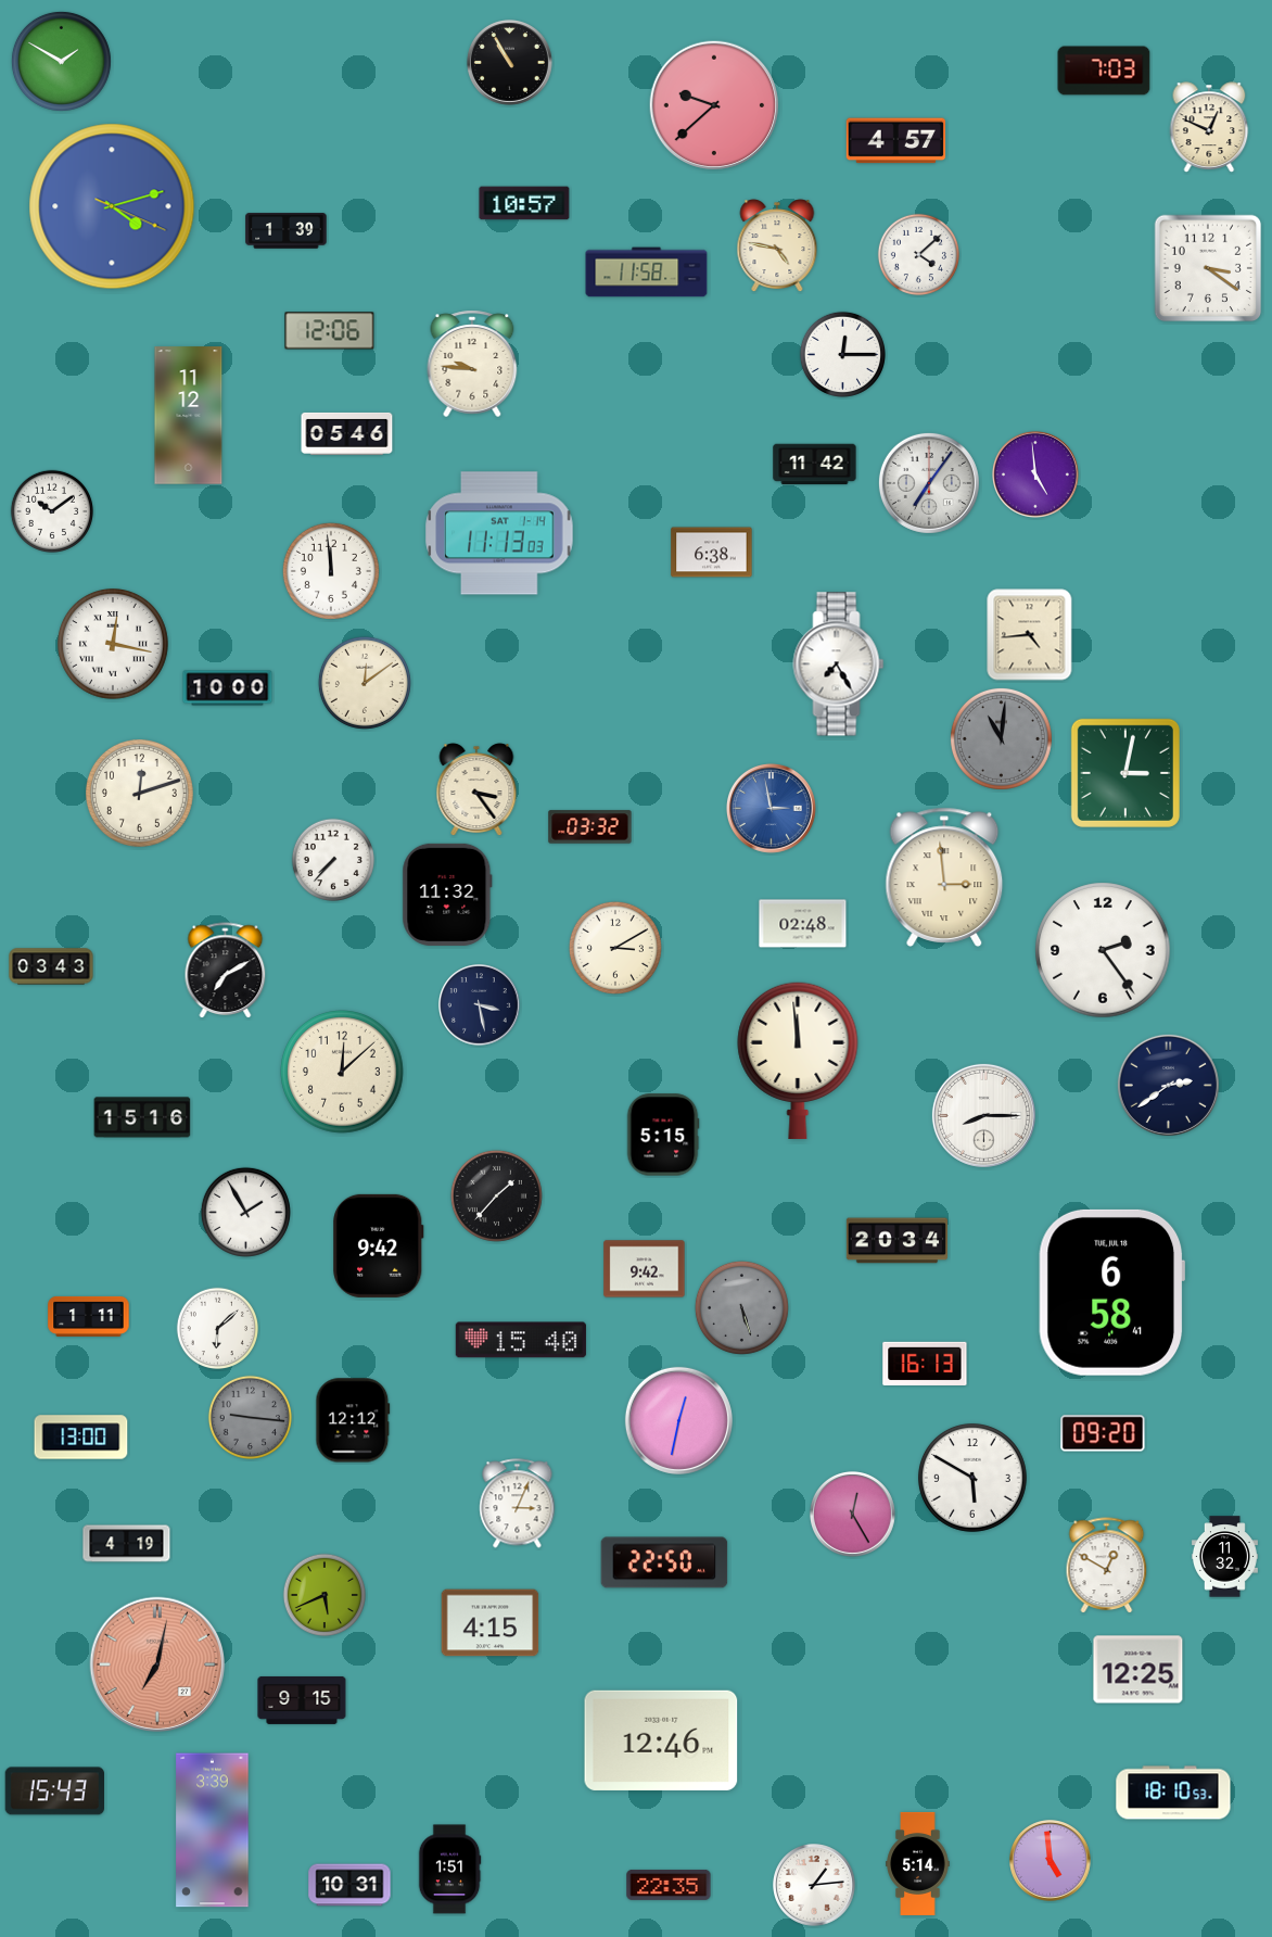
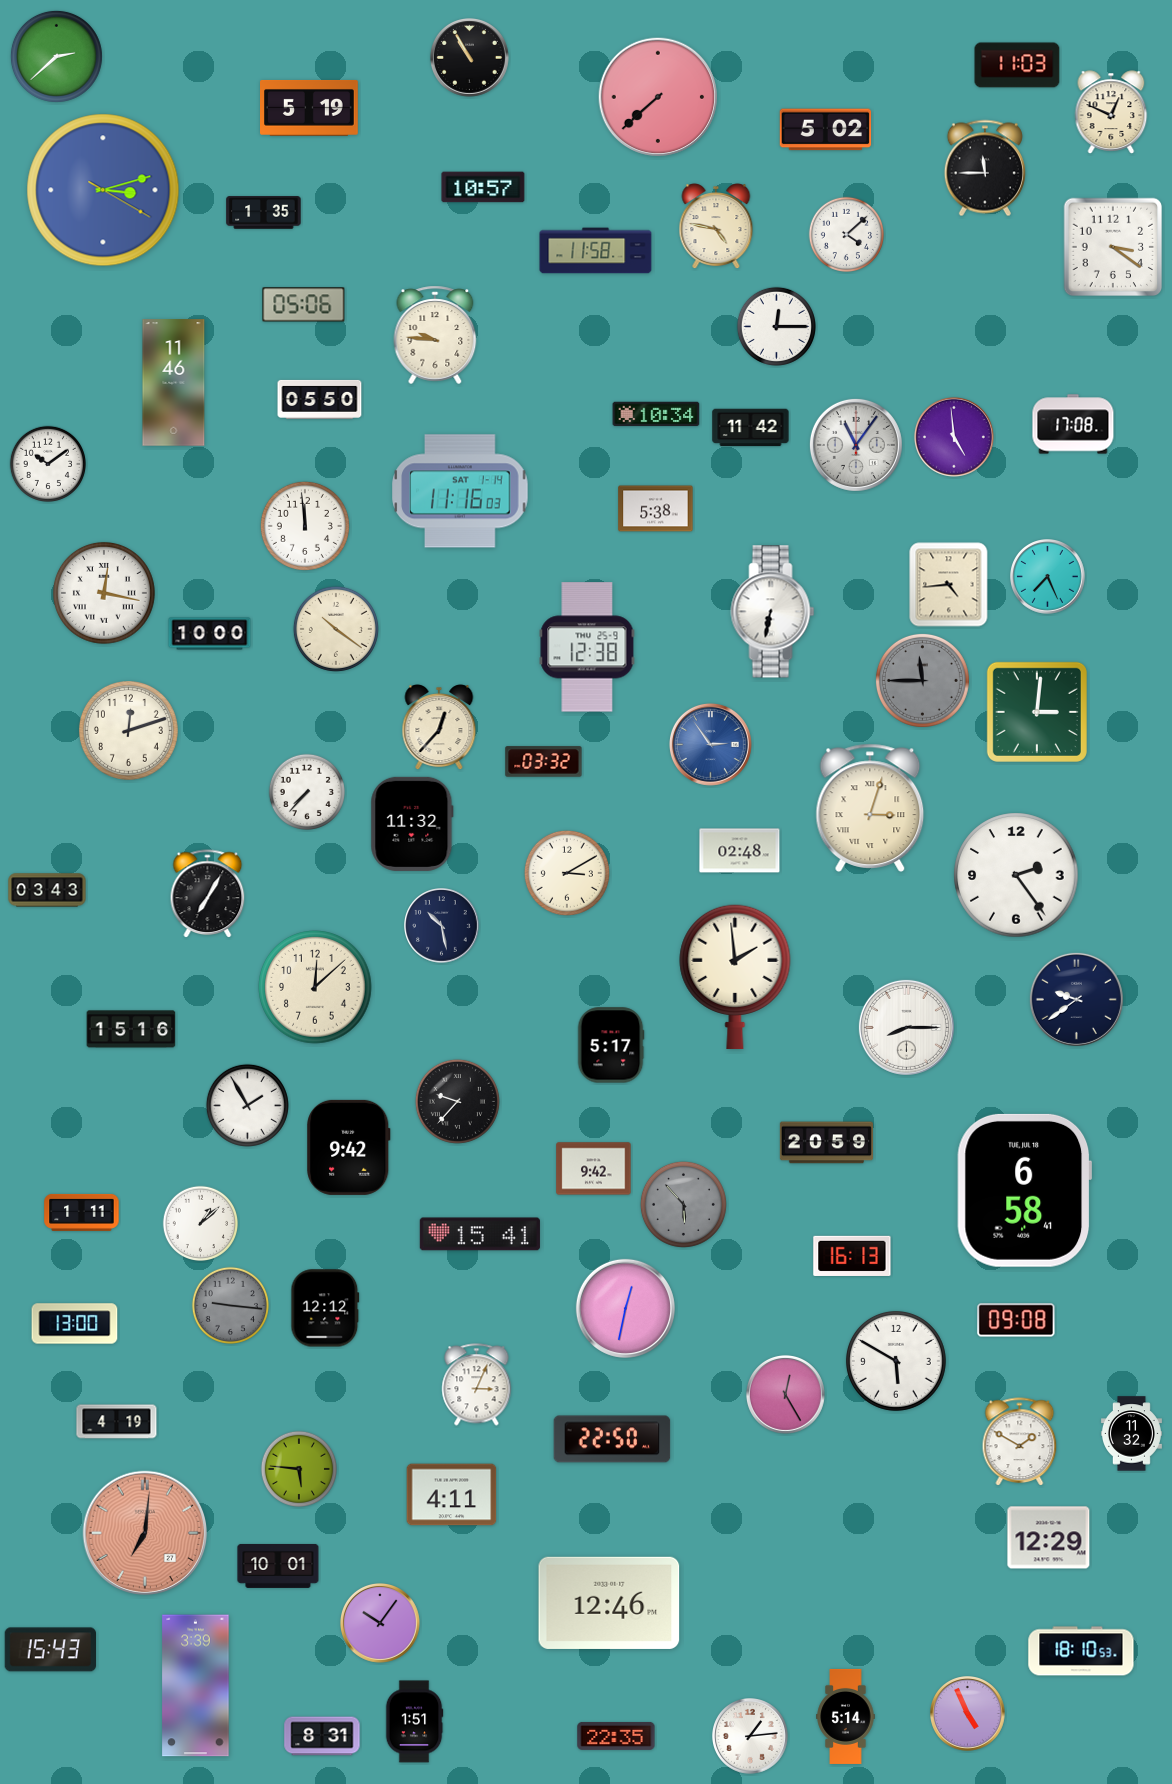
clock at (61, 61): 1:50 -> 2:38
clock at (1104, 71): 7:03 -> 11:03
clock at (714, 105): 9:38 -> 7:38
clock at (310, 108): none -> 5:19
clock at (1209, 127) position: (1209, 127) -> (1111, 112)
clock at (896, 141): 4:57 -> 5:02
clock at (985, 168): none -> 11:45
clock at (112, 206): 4:12 -> 3:12
clock at (287, 231): 1:39 -> 1:35
clock at (330, 331): 12:06 -> 05:06
clock at (189, 416): 11:12 -> 11:46
clock at (347, 433): 05:46 -> 05:50
clock at (656, 414): none -> 10:34
clock at (1073, 424): none -> 17:08
clock at (929, 483): 7:06 -> 11:06
clock at (51, 510) position: (51, 510) -> (47, 463)
clock at (499, 533): 11:13 -> 11:16
clock at (712, 553): 6:38 -> 5:38
clock at (1048, 577): none -> 7:26
clock at (839, 664): 7:25 -> 6:32
clock at (365, 683): 12:09 -> 10:21
clock at (587, 647): none -> 12:38
clock at (1001, 738): 11:01 -> 11:45
clock at (1125, 773): 3:02 -> 3:01
clock at (476, 790): 3:24 -> 12:37
clock at (771, 808): 2:58 -> 2:54
clock at (944, 877): 2:59 -> 3:03
clock at (226, 970): 7:10 -> 7:05
clock at (480, 1005): 3:28 -> 10:28
clock at (798, 1061): 11:59 -> 1:59
clock at (1168, 1085): 2:39 -> 9:39
clock at (663, 1135): 5:15 -> 5:17
clock at (496, 1195): 1:37 -> 9:37
clock at (245, 1212) position: (245, 1212) -> (247, 1105)
clock at (896, 1241): 20:34 -> 20:59
clock at (741, 1307): 5:27 -> 5:53
clock at (217, 1328): 6:08 -> 1:08
clock at (521, 1340): 15:40 -> 15:41
clock at (1103, 1433): 09:20 -> 09:08
clock at (1224, 1557) position: (1224, 1557) -> (1131, 1434)
clock at (1107, 1565): 12:50 -> 1:50
clock at (323, 1594): 5:41 -> 5:46
clock at (491, 1623): 4:15 -> 4:11
clock at (157, 1664): 7:02 -> 7:01
clock at (1139, 1670): 12:25 -> 12:29
clock at (302, 1700): 9:15 -> 10:01
clock at (380, 1623): none -> 10:06
clock at (1051, 1861): 4:59 -> 4:56
clock at (349, 1885): 10:31 -> 8:31
